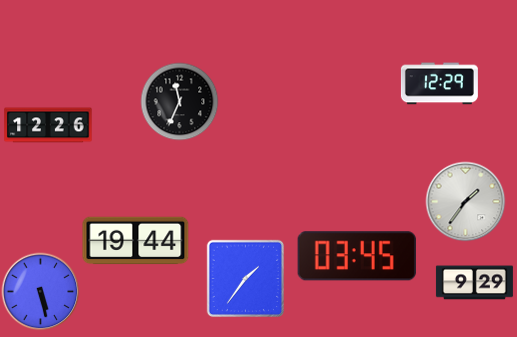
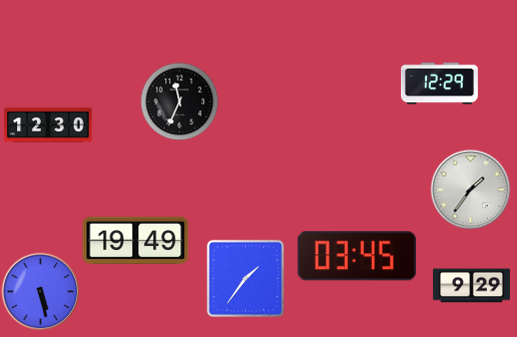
clock at (48, 125): 12:26 -> 12:30
clock at (465, 201) position: (465, 201) -> (470, 189)
clock at (136, 241): 19:44 -> 19:49
clock at (474, 283) position: (474, 283) -> (471, 286)
